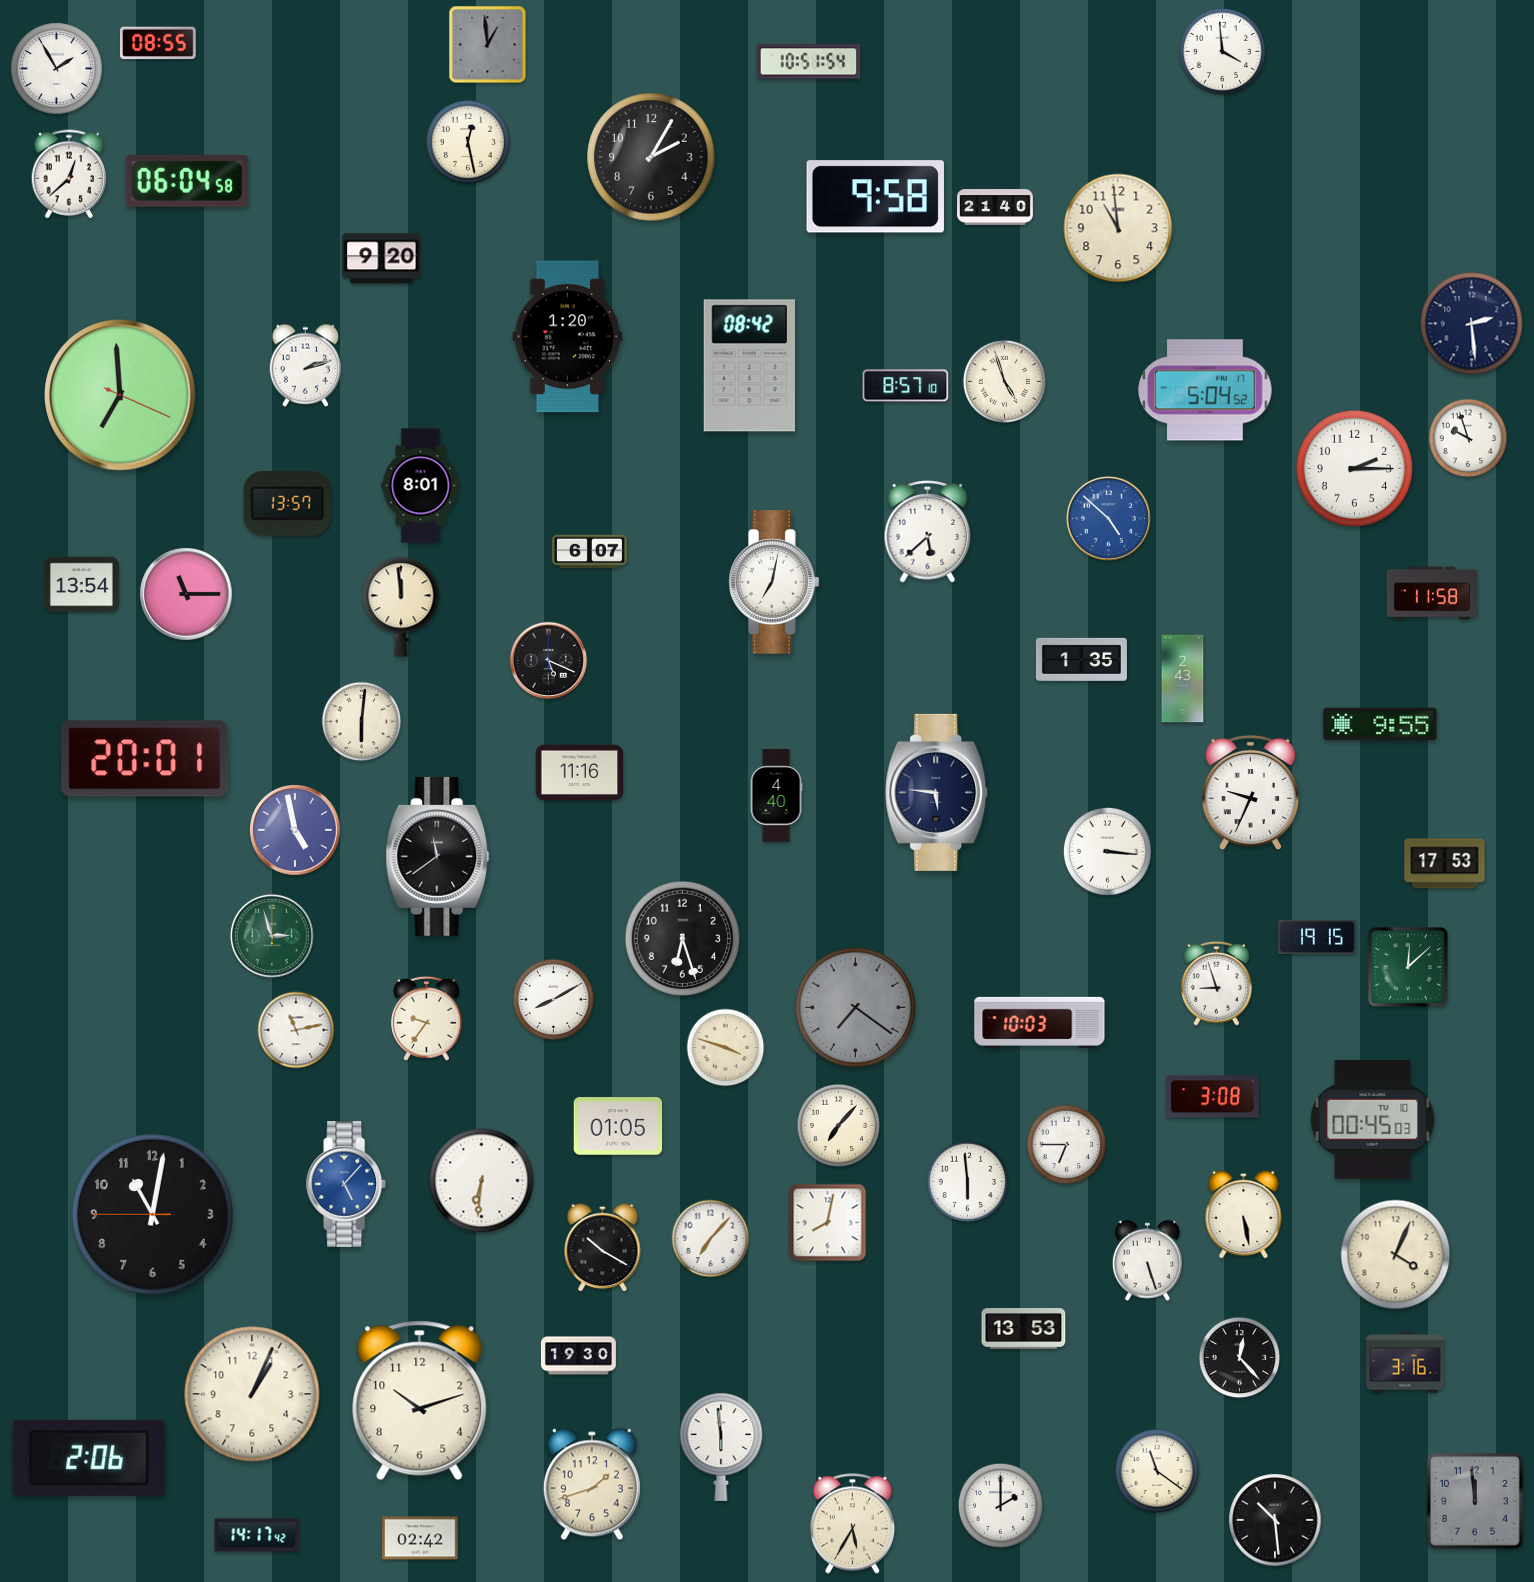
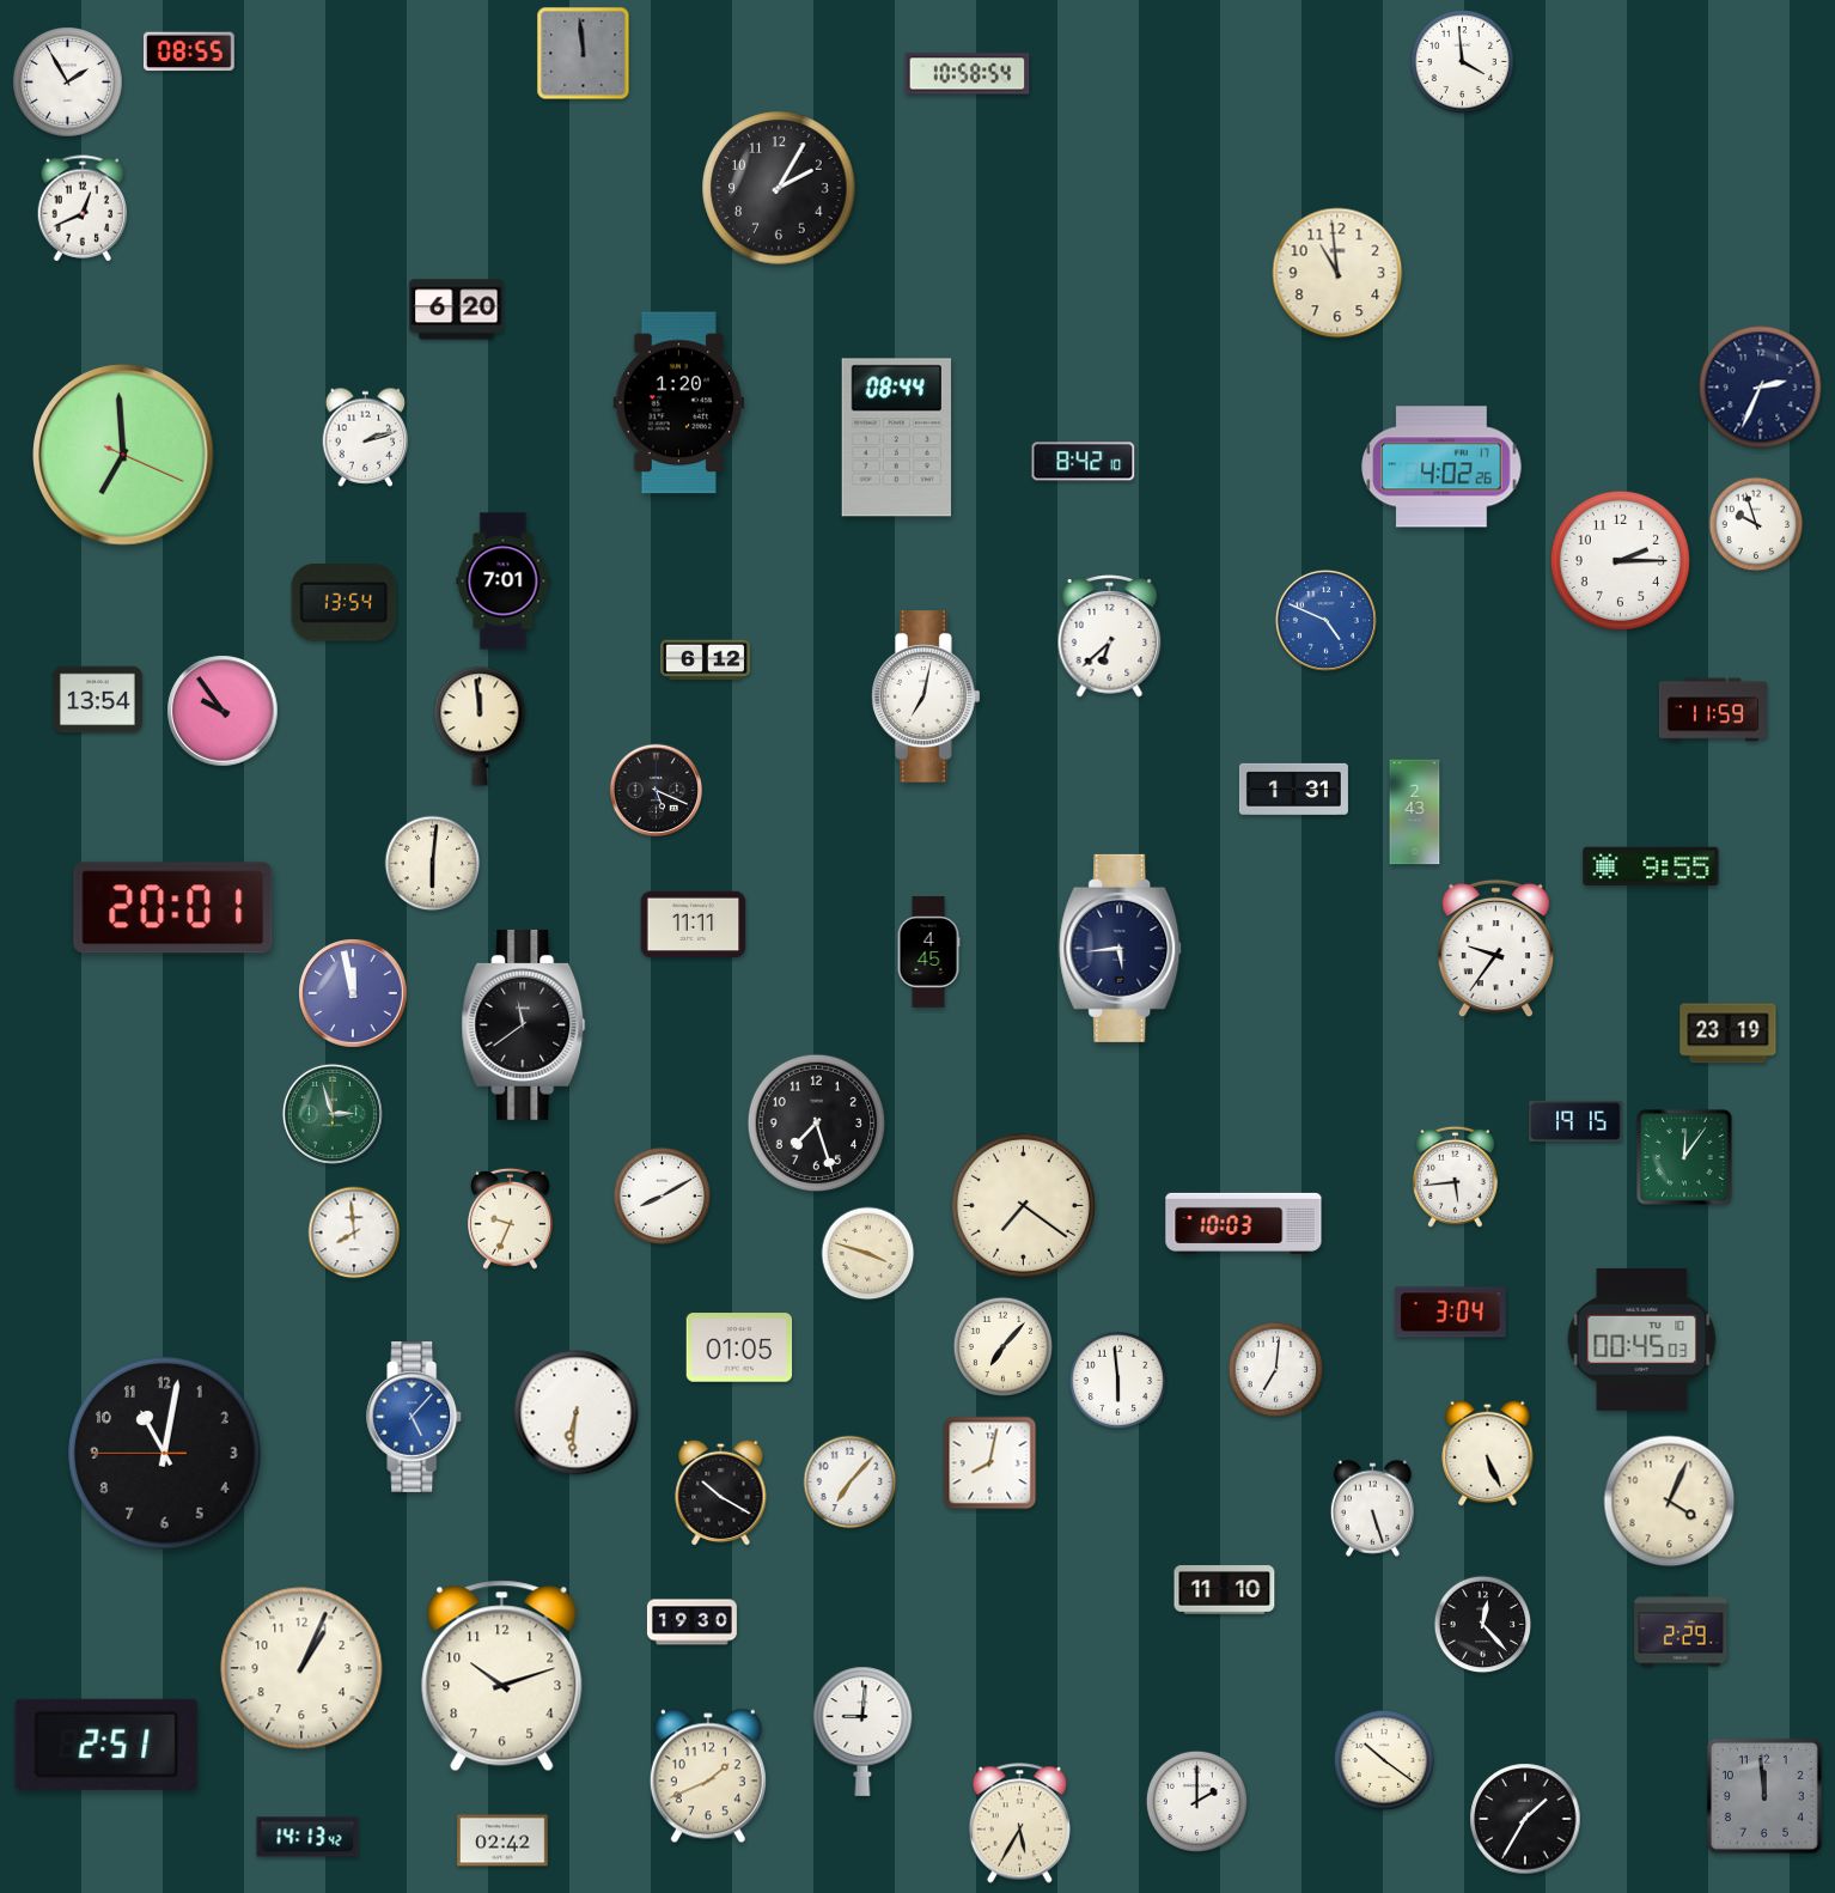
clock at (488, 45): 12:59 -> 11:59
clock at (809, 62): 10:51 -> 10:58
clock at (468, 142): 12:28 -> none
clock at (69, 174): 12:38 -> 12:41
clock at (187, 181): 06:04 -> none
clock at (875, 197): 9:58 -> none
clock at (995, 207): 21:40 -> none
clock at (382, 259): 9:20 -> 6:20
clock at (1472, 324): 2:29 -> 2:34
clock at (749, 366): 08:42 -> 08:44
clock at (1004, 381): 4:57 -> none
clock at (906, 386): 8:57 -> 8:42
clock at (1205, 390): 5:04 -> 4:02
clock at (120, 395) position: (120, 395) -> (123, 455)
clock at (421, 486): 8:01 -> 7:01
clock at (288, 504): 13:57 -> 13:54
clock at (1108, 518): 4:52 -> 4:49
clock at (928, 532): 5:38 -> 6:38
clock at (589, 552): 6:07 -> 6:12
clock at (1432, 593): 11:58 -> 11:59
clock at (186, 594): 11:15 -> 9:54
clock at (1081, 659): 1:35 -> 1:31
clock at (580, 773): 11:16 -> 11:11
clock at (937, 792): 5:46 -> 5:44
clock at (1250, 793): 9:34 -> 9:36
clock at (776, 796): 4:40 -> 4:45
clock at (295, 830): 4:58 -> 11:58
clock at (1107, 851): 3:16 -> none
clock at (1445, 864): 17:53 -> 23:19
clock at (272, 936) position: (272, 936) -> (333, 1114)
clock at (683, 939): 6:27 -> 7:27
clock at (1408, 967): 12:08 -> 12:06
clock at (1216, 983): 8:57 -> 5:44
clock at (855, 1007) dial: grey -> cream
clock at (426, 1018): 9:36 -> 9:34
clock at (296, 1030): 11:13 -> 7:59
clock at (1213, 1097): 3:08 -> 3:04
clock at (1067, 1145): 6:45 -> 7:01
clock at (968, 1182) position: (968, 1182) -> (1118, 1381)
clock at (1244, 1214): 5:28 -> 5:26
clock at (153, 1215) position: (153, 1215) -> (165, 1454)
clock at (1024, 1329): 13:53 -> 11:10
clock at (1405, 1362): 3:16 -> 2:29
clock at (721, 1447): 5:59 -> 9:01
clock at (89, 1458): 2:06 -> 2:51
clock at (1157, 1471): 11:21 -> 10:21
clock at (592, 1484): 1:42 -> 1:41
clock at (1275, 1520): 10:29 -> 1:35
clock at (257, 1535): 14:17 -> 14:13
